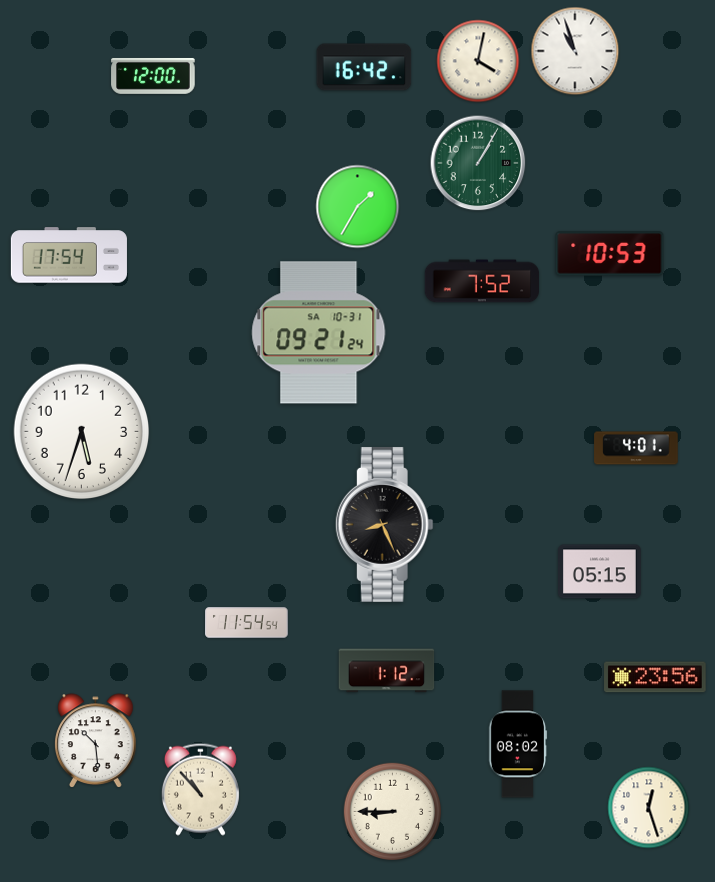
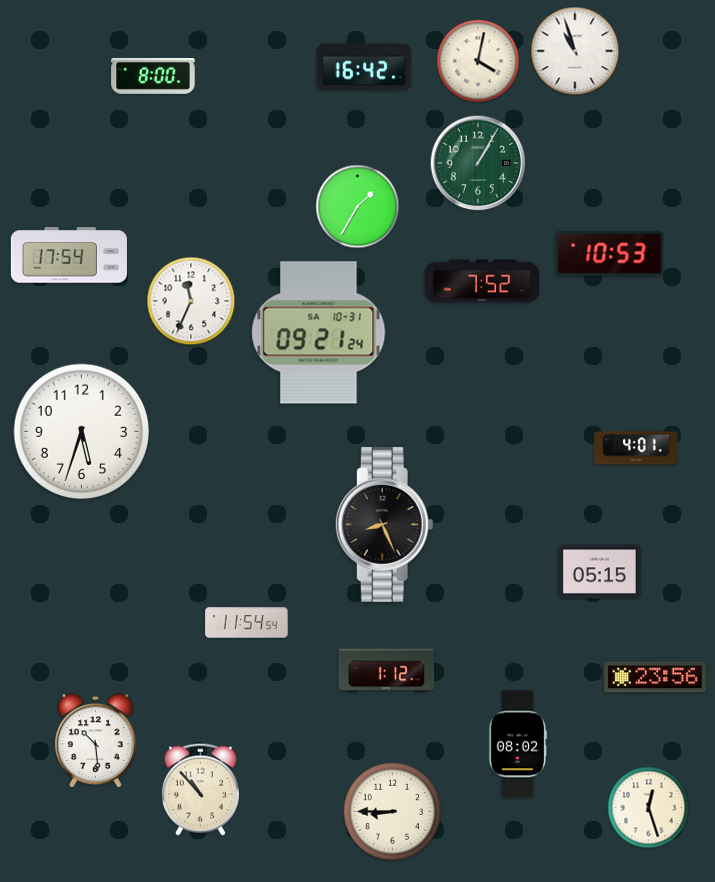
clock at (153, 76): 12:00 -> 8:00
clock at (191, 301): none -> 11:34
